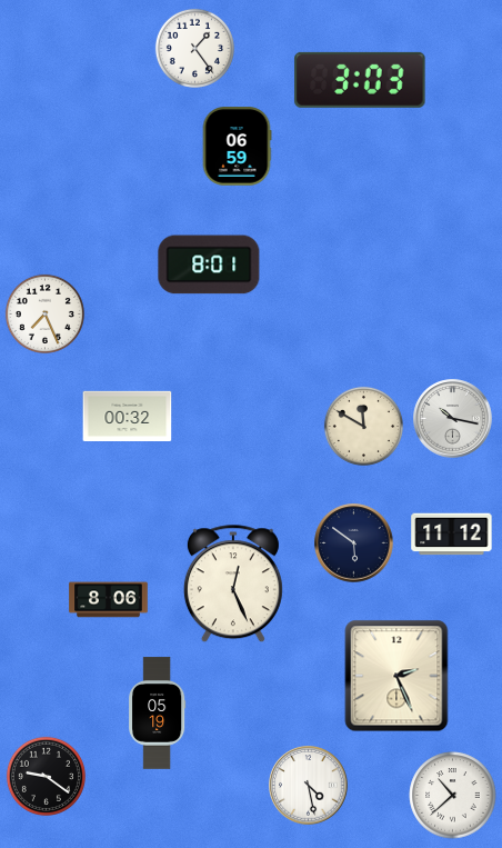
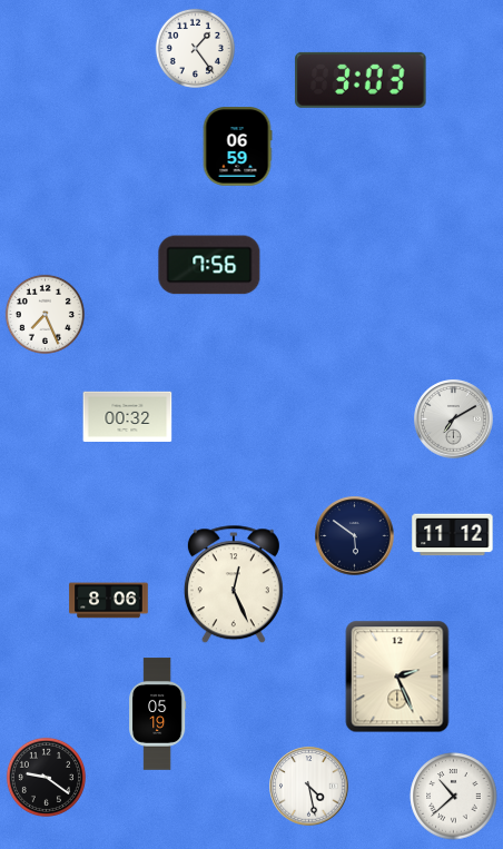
clock at (209, 265): 8:01 -> 7:56
clock at (453, 419): 10:17 -> 7:10
clock at (363, 426): 11:50 -> none
clock at (354, 543) position: (354, 543) -> (355, 536)
